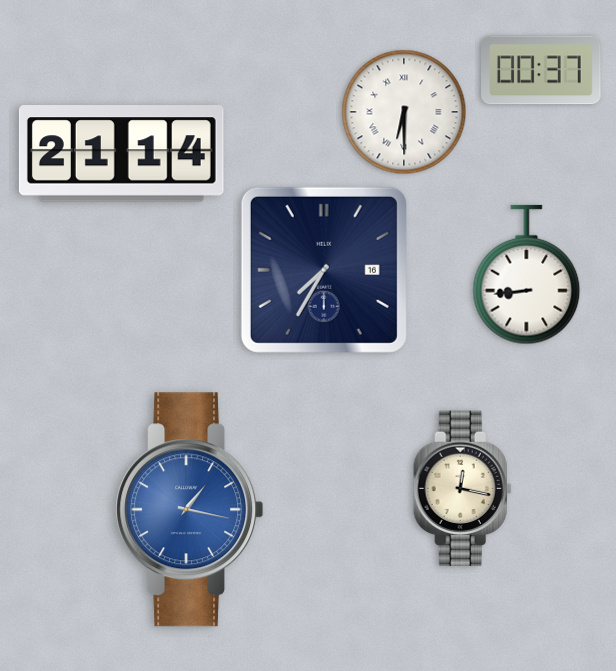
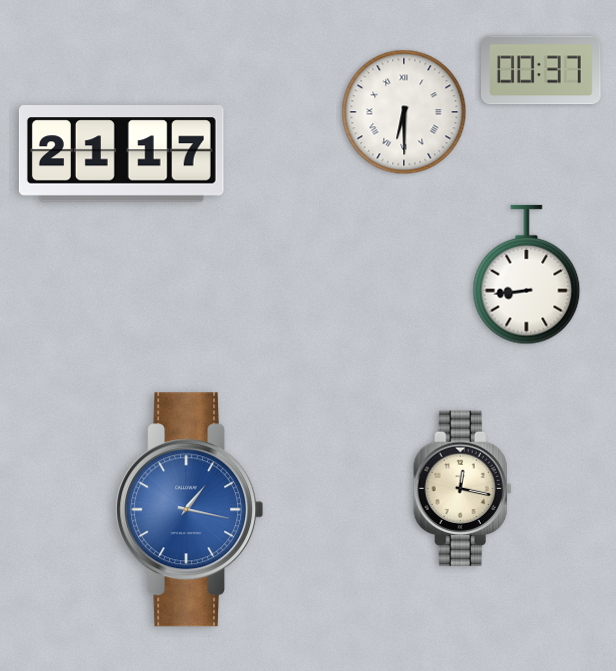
clock at (121, 154): 21:14 -> 21:17
clock at (324, 270): 7:35 -> none
